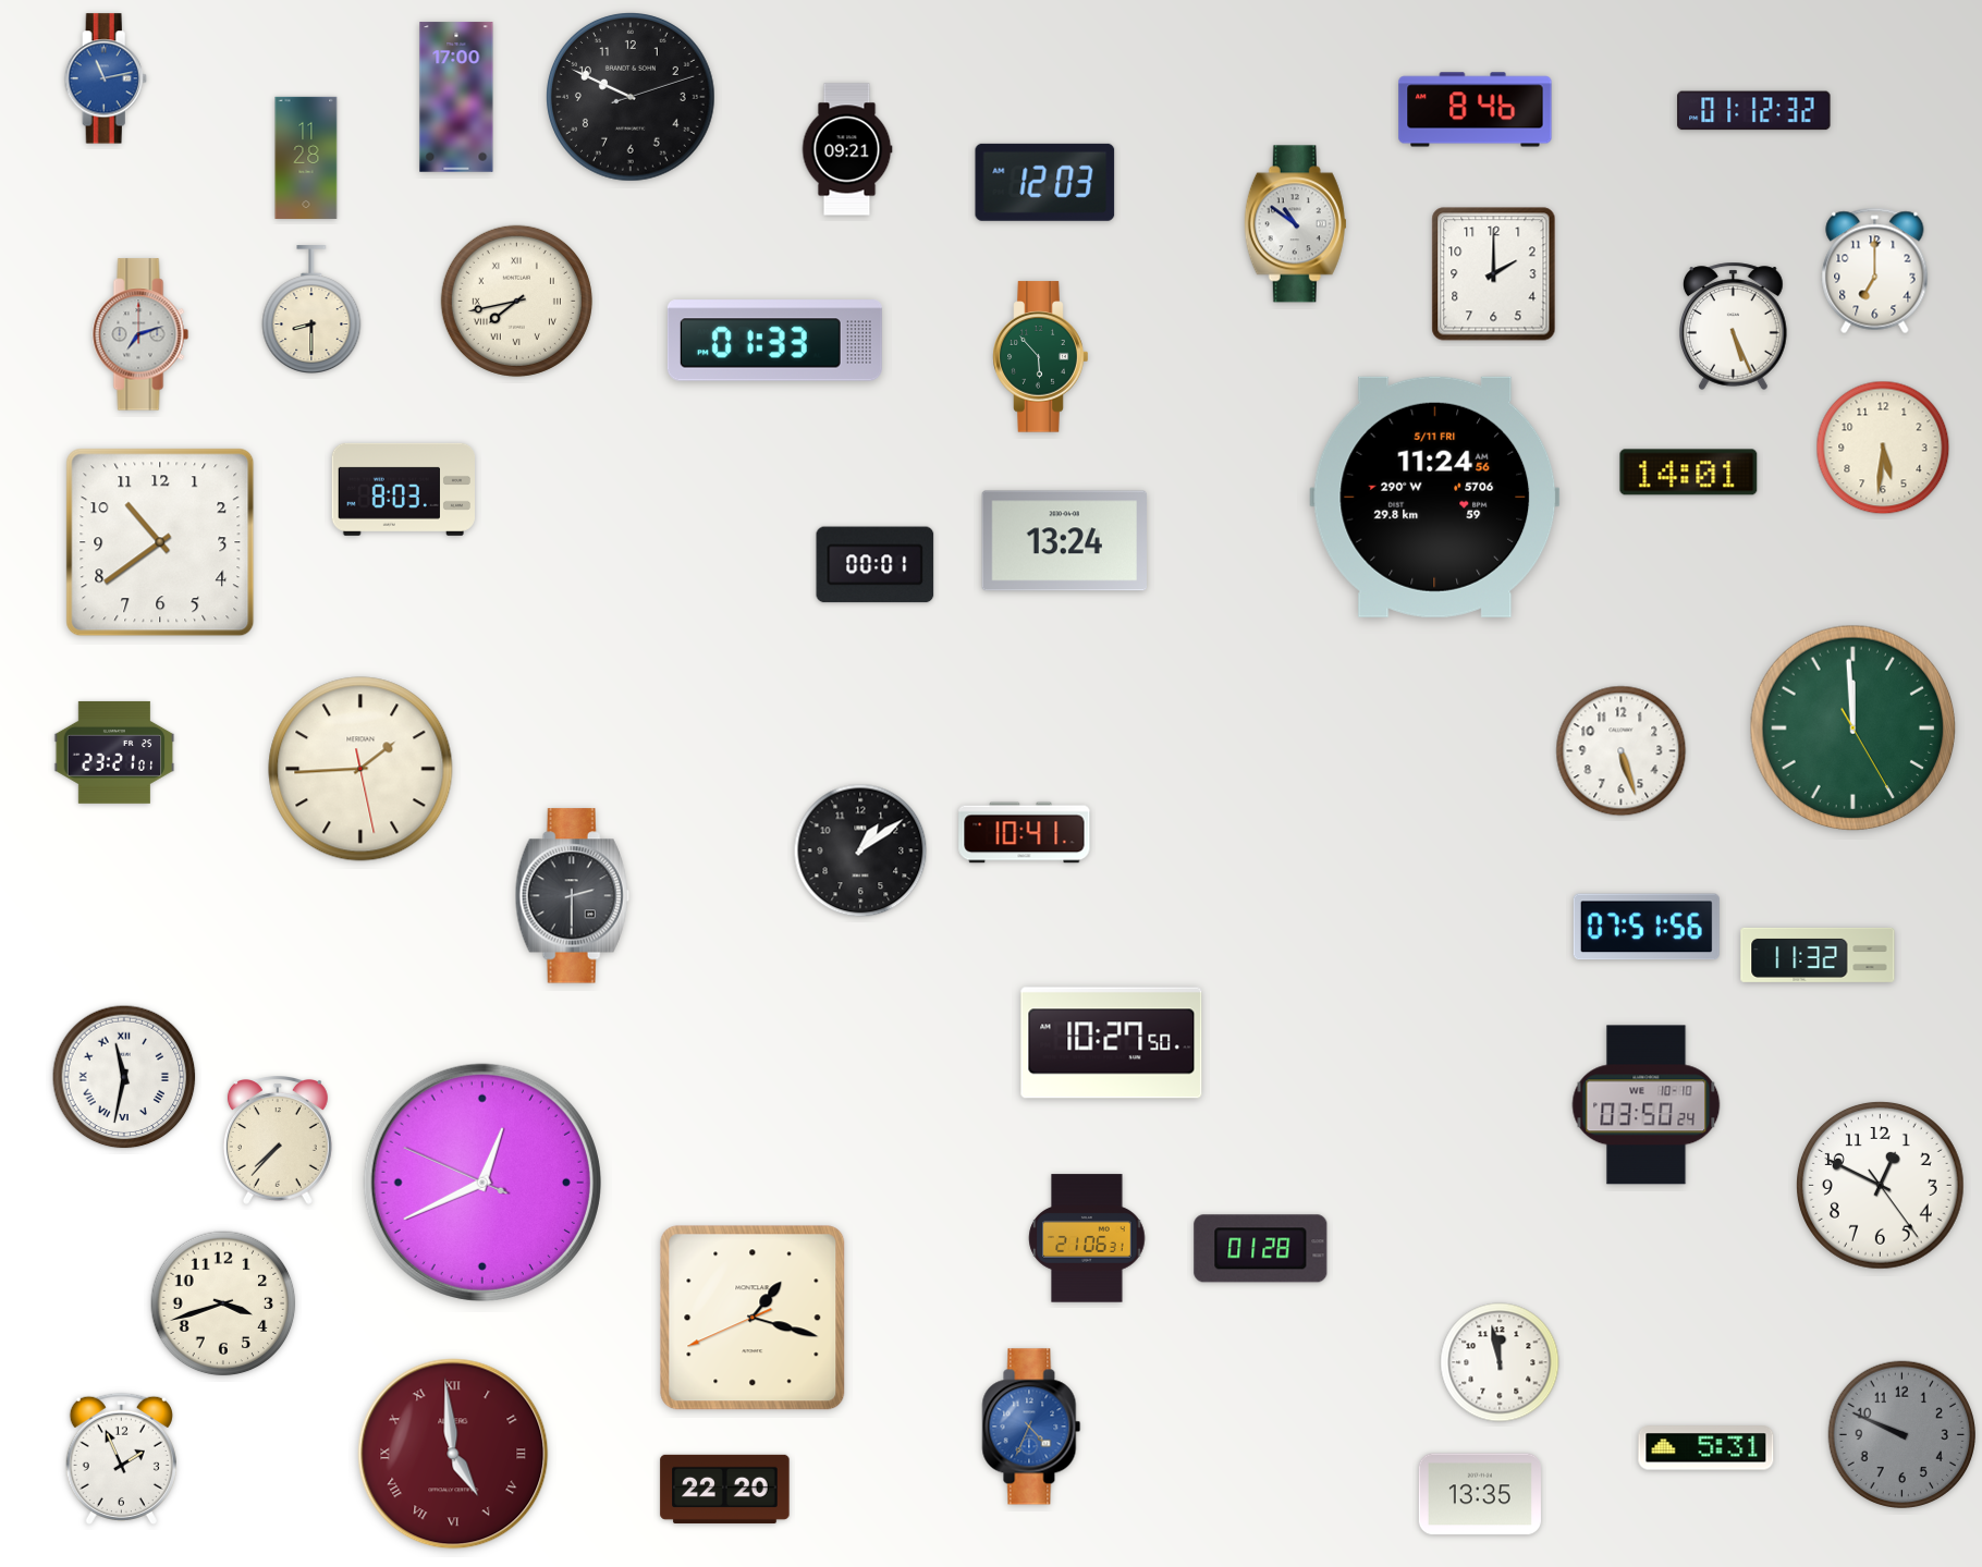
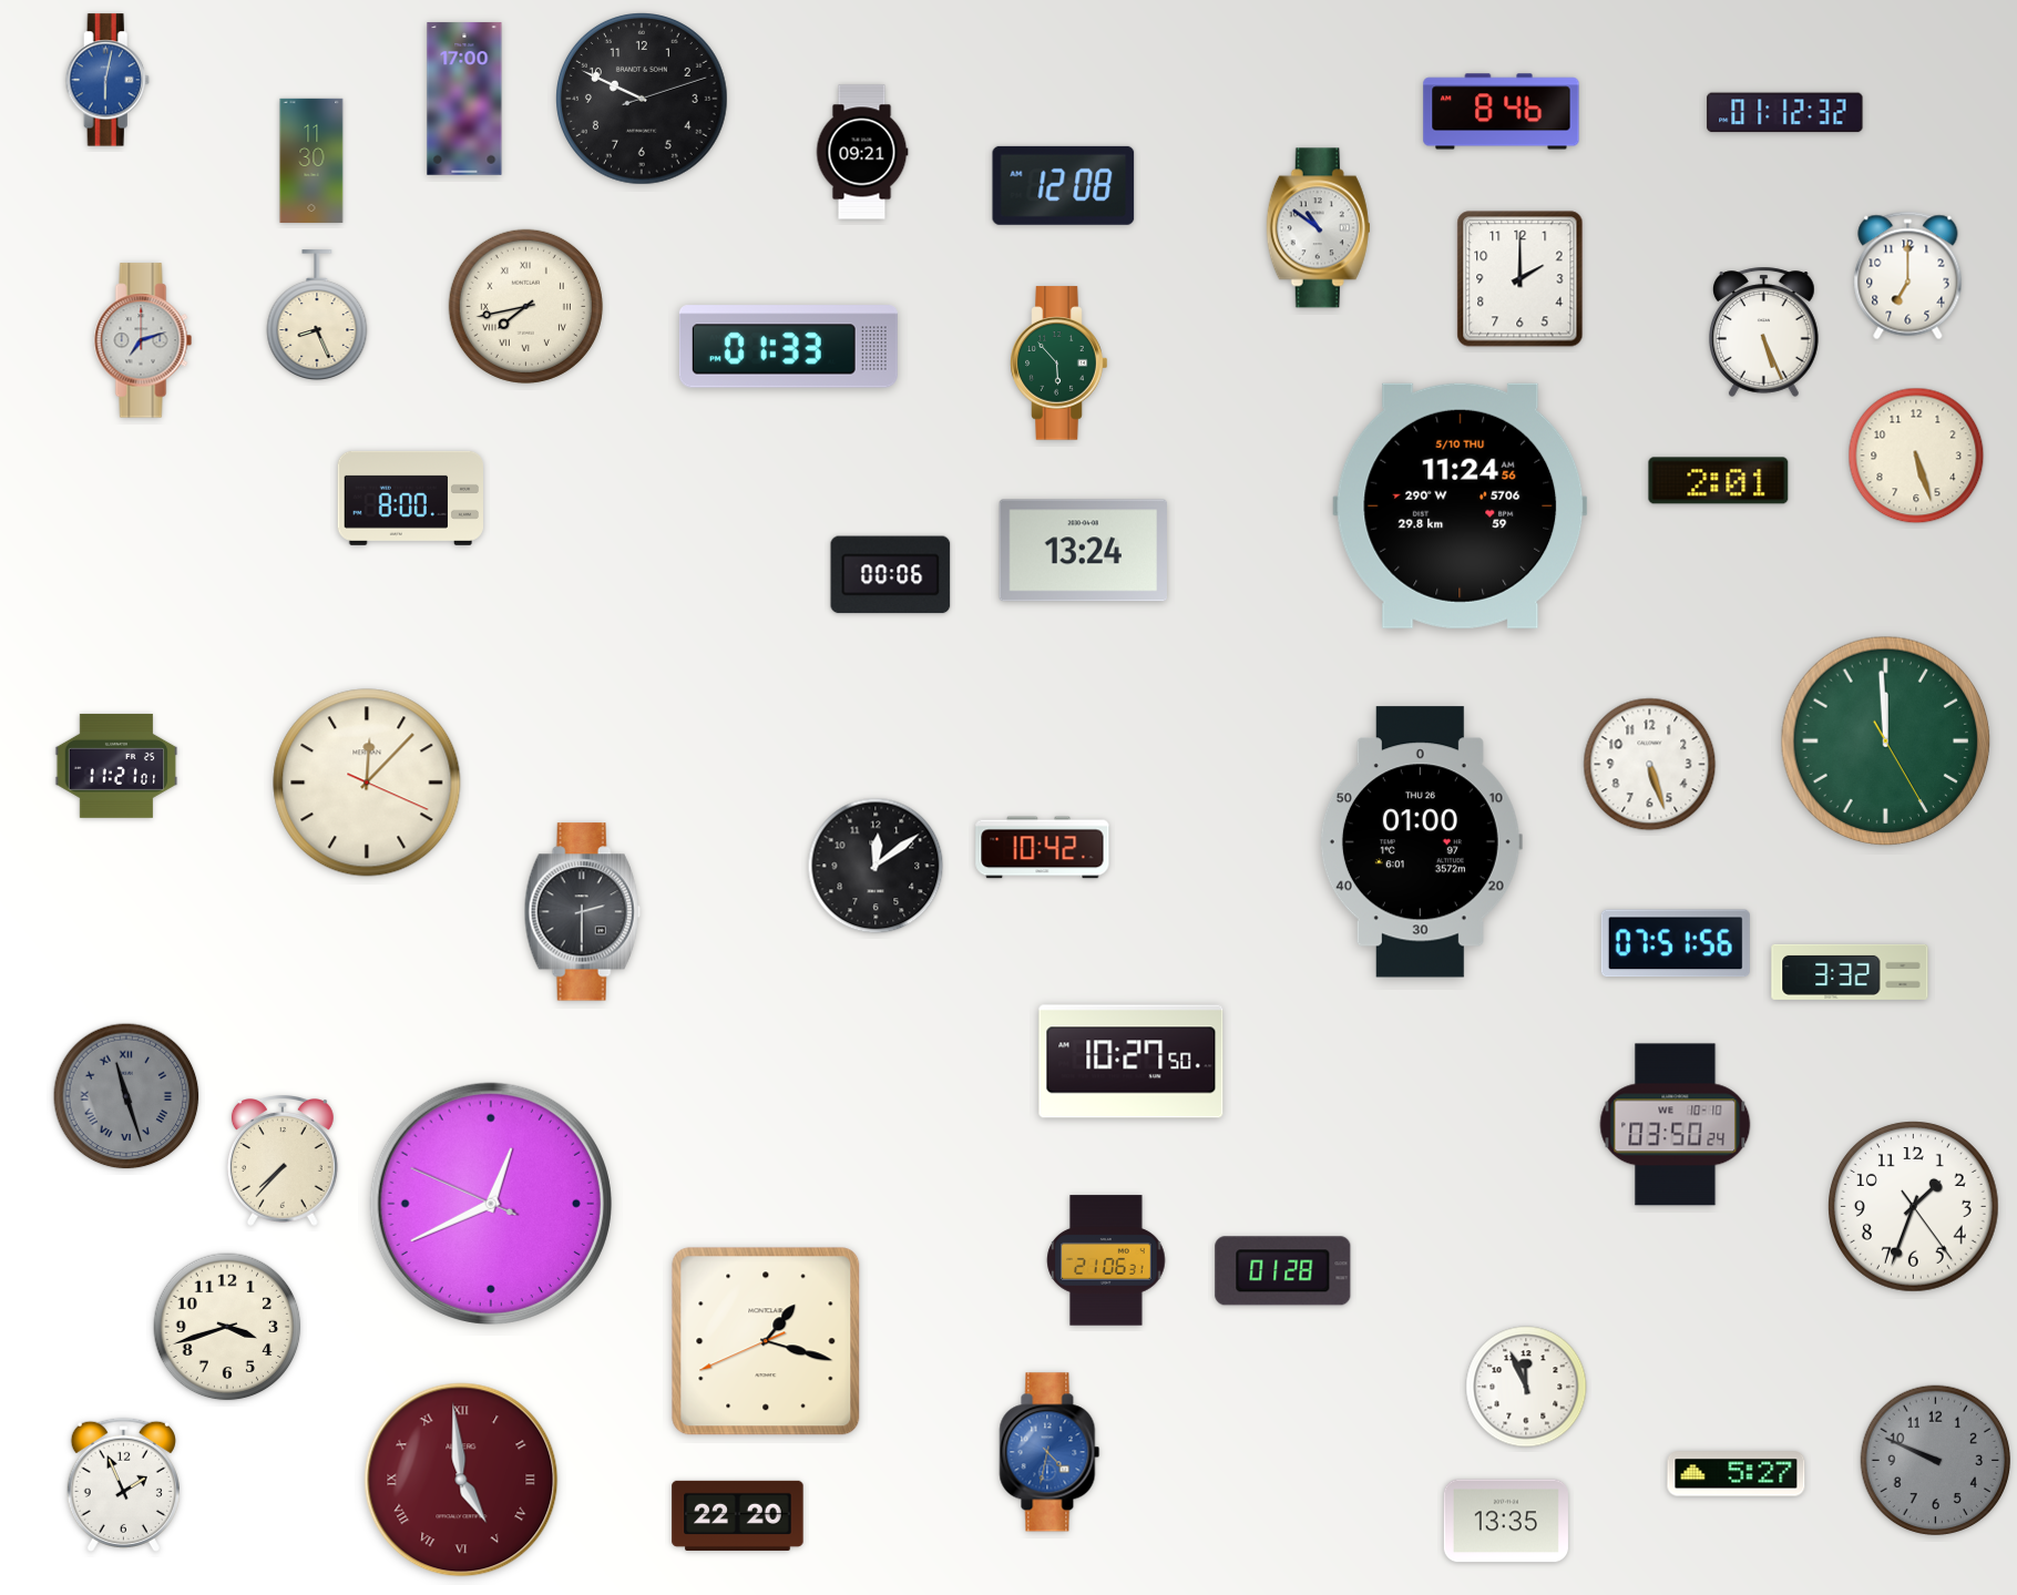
clock at (106, 78): 11:13 -> 6:02
clock at (306, 158): 11:28 -> 11:30
clock at (1045, 182): 12:03 -> 12:08
clock at (311, 309): 8:30 -> 8:26
clock at (1883, 448): 5:31 -> 5:27
clock at (1689, 473): 14:01 -> 2:01
clock at (403, 489): 8:03 -> 8:00
clock at (1435, 497) date: 5/11 FRI -> 5/10 THU
clock at (160, 542): 10:39 -> none
clock at (876, 565): 00:01 -> 00:06
clock at (114, 752): 23:21 -> 11:21
clock at (360, 769): 1:44 -> 12:07
clock at (1421, 842): none -> 01:00
clock at (1025, 833): 10:41 -> 10:42
clock at (860, 850): 1:09 -> 12:09
clock at (1818, 955): 11:32 -> 3:32
clock at (124, 1077): 11:32 -> 11:27
clock at (124, 1077) dial: white -> grey
clock at (1881, 1186): 12:49 -> 1:33
clock at (1500, 1362): 11:58 -> 11:56
clock at (1031, 1427): 4:34 -> 4:32
clock at (1706, 1448): 5:31 -> 5:27
